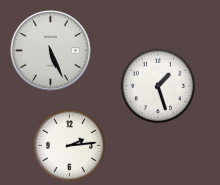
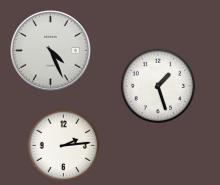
clock at (51, 51): 5:26 -> 4:26
clock at (70, 146) position: (70, 146) -> (64, 146)
